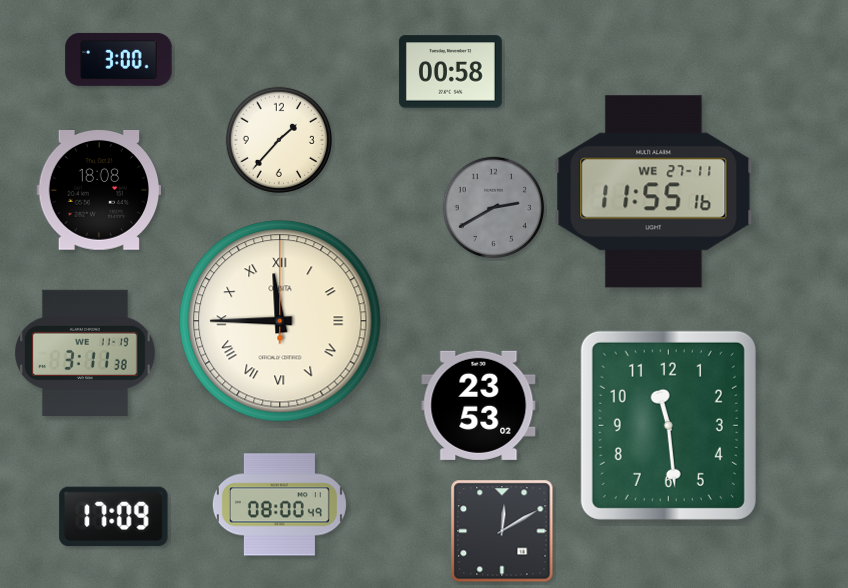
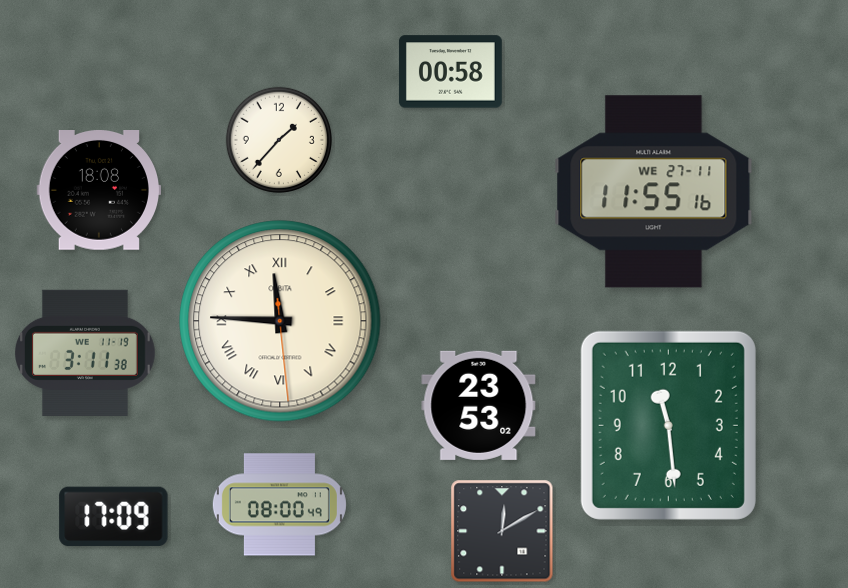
clock at (119, 59): 3:00 -> none
clock at (493, 207): 2:40 -> none
clock at (280, 321): 11:45:00 -> 11:45:29
